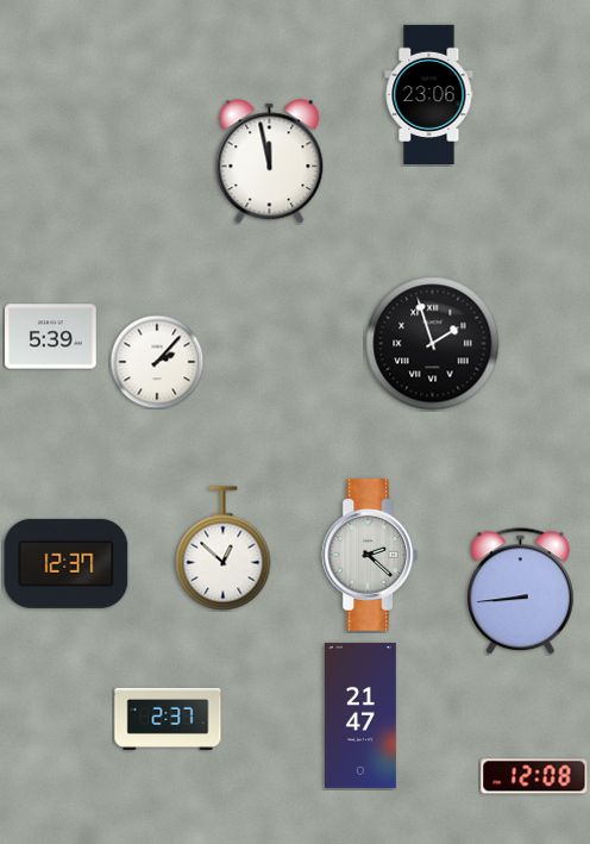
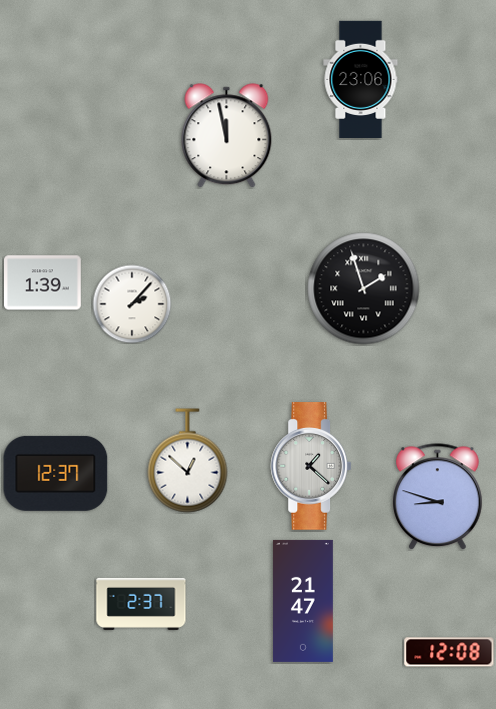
clock at (51, 337): 5:39 -> 1:39
clock at (370, 555): 2:22 -> 1:22
clock at (521, 592): 8:44 -> 8:48
